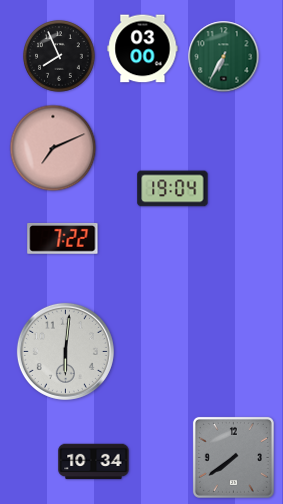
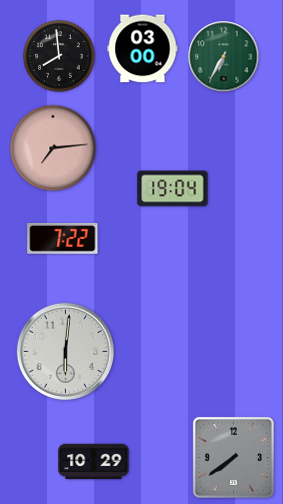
clock at (59, 56): 7:56 -> 7:59
clock at (53, 148): 7:11 -> 7:14
clock at (94, 462): 10:34 -> 10:29
